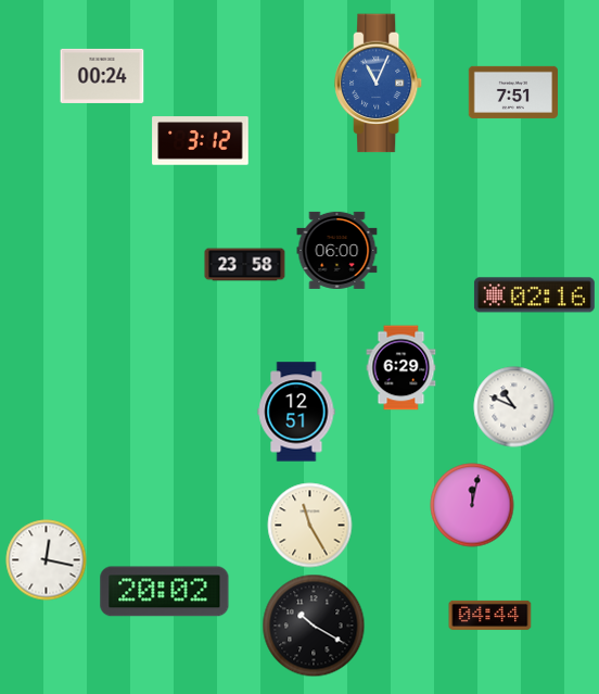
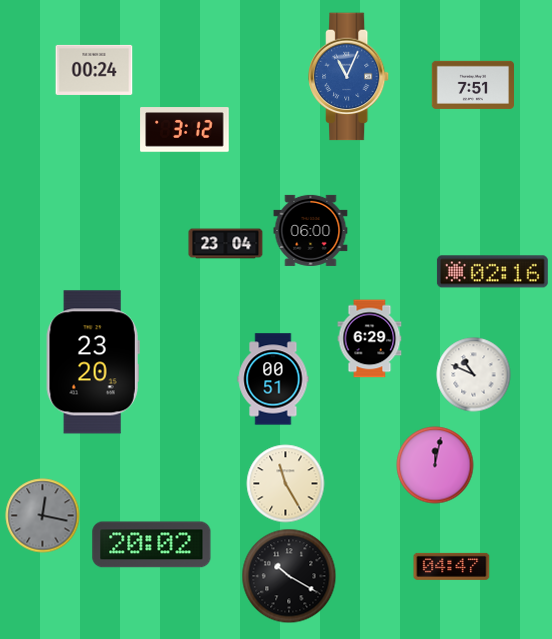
clock at (245, 265): 23:58 -> 23:04
clock at (93, 362): none -> 23:20
clock at (296, 412): 12:51 -> 00:51
clock at (47, 560) dial: white -> grey
clock at (490, 615): 04:44 -> 04:47
